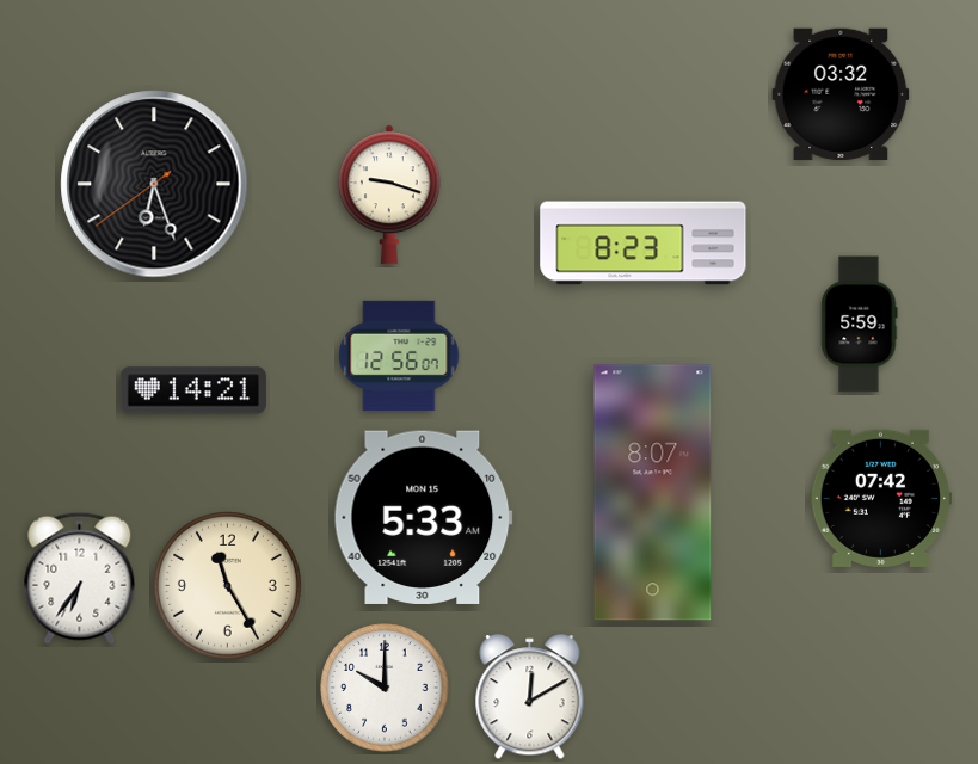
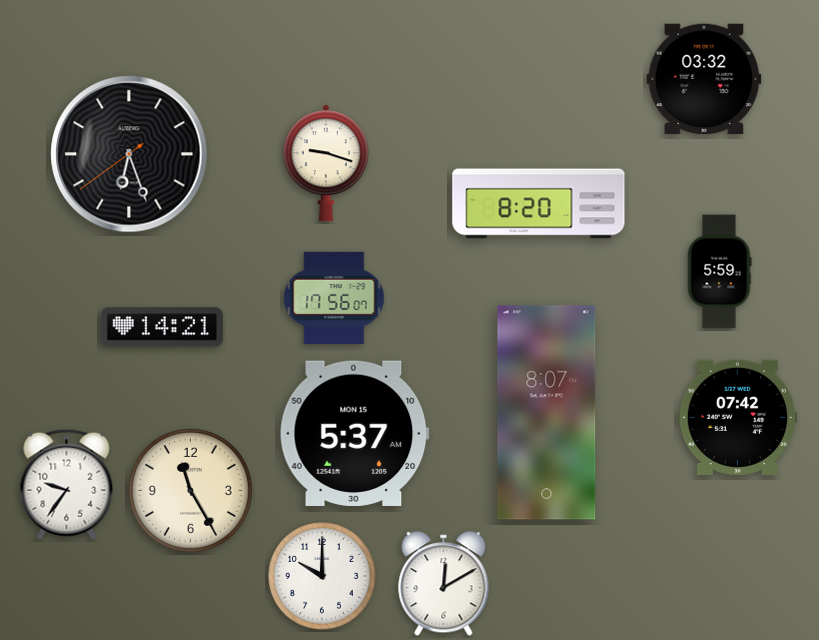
clock at (644, 244): 8:23 -> 8:20
clock at (399, 356): 12:56 -> 17:56
clock at (423, 517): 5:33 -> 5:37
clock at (80, 578): 6:36 -> 9:36
